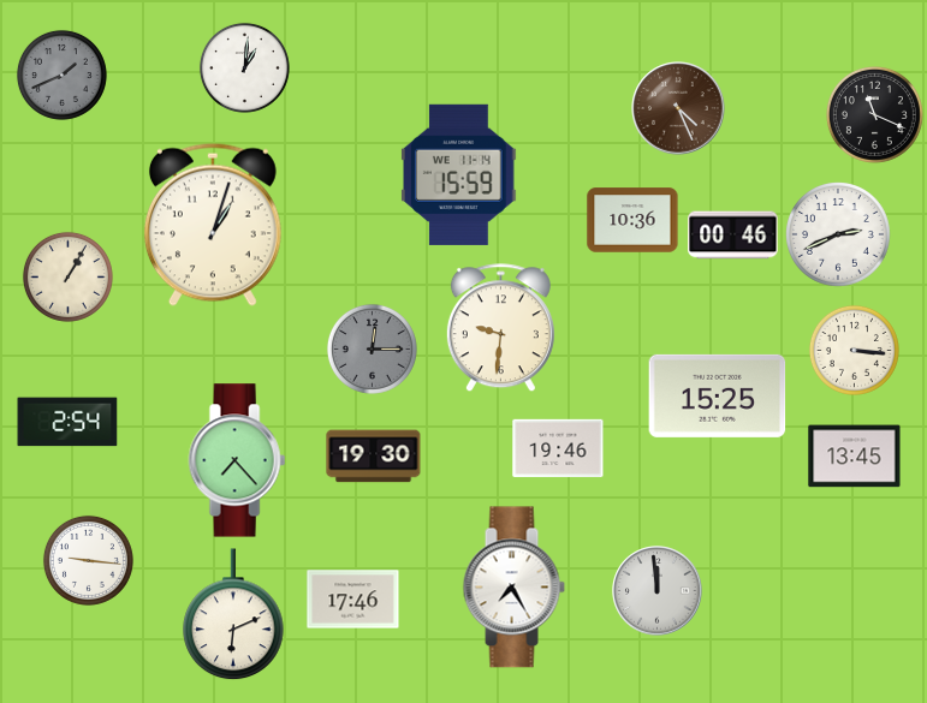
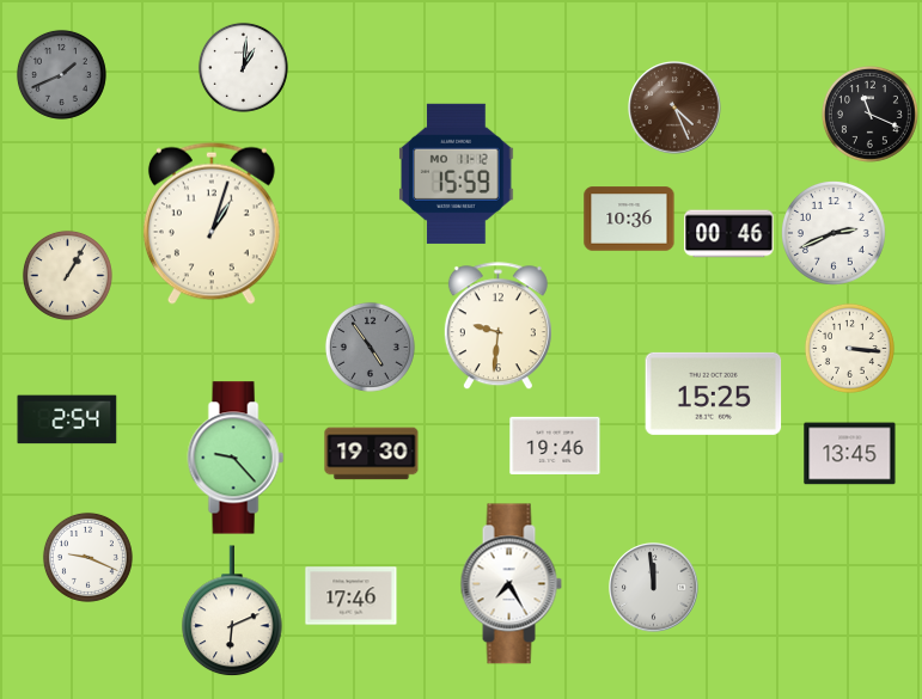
clock at (459, 174) date: WE 11-14 -> MO 11-12
clock at (372, 348): 12:15 -> 4:54
clock at (237, 460): 7:23 -> 9:23
clock at (88, 560): 9:16 -> 9:19
